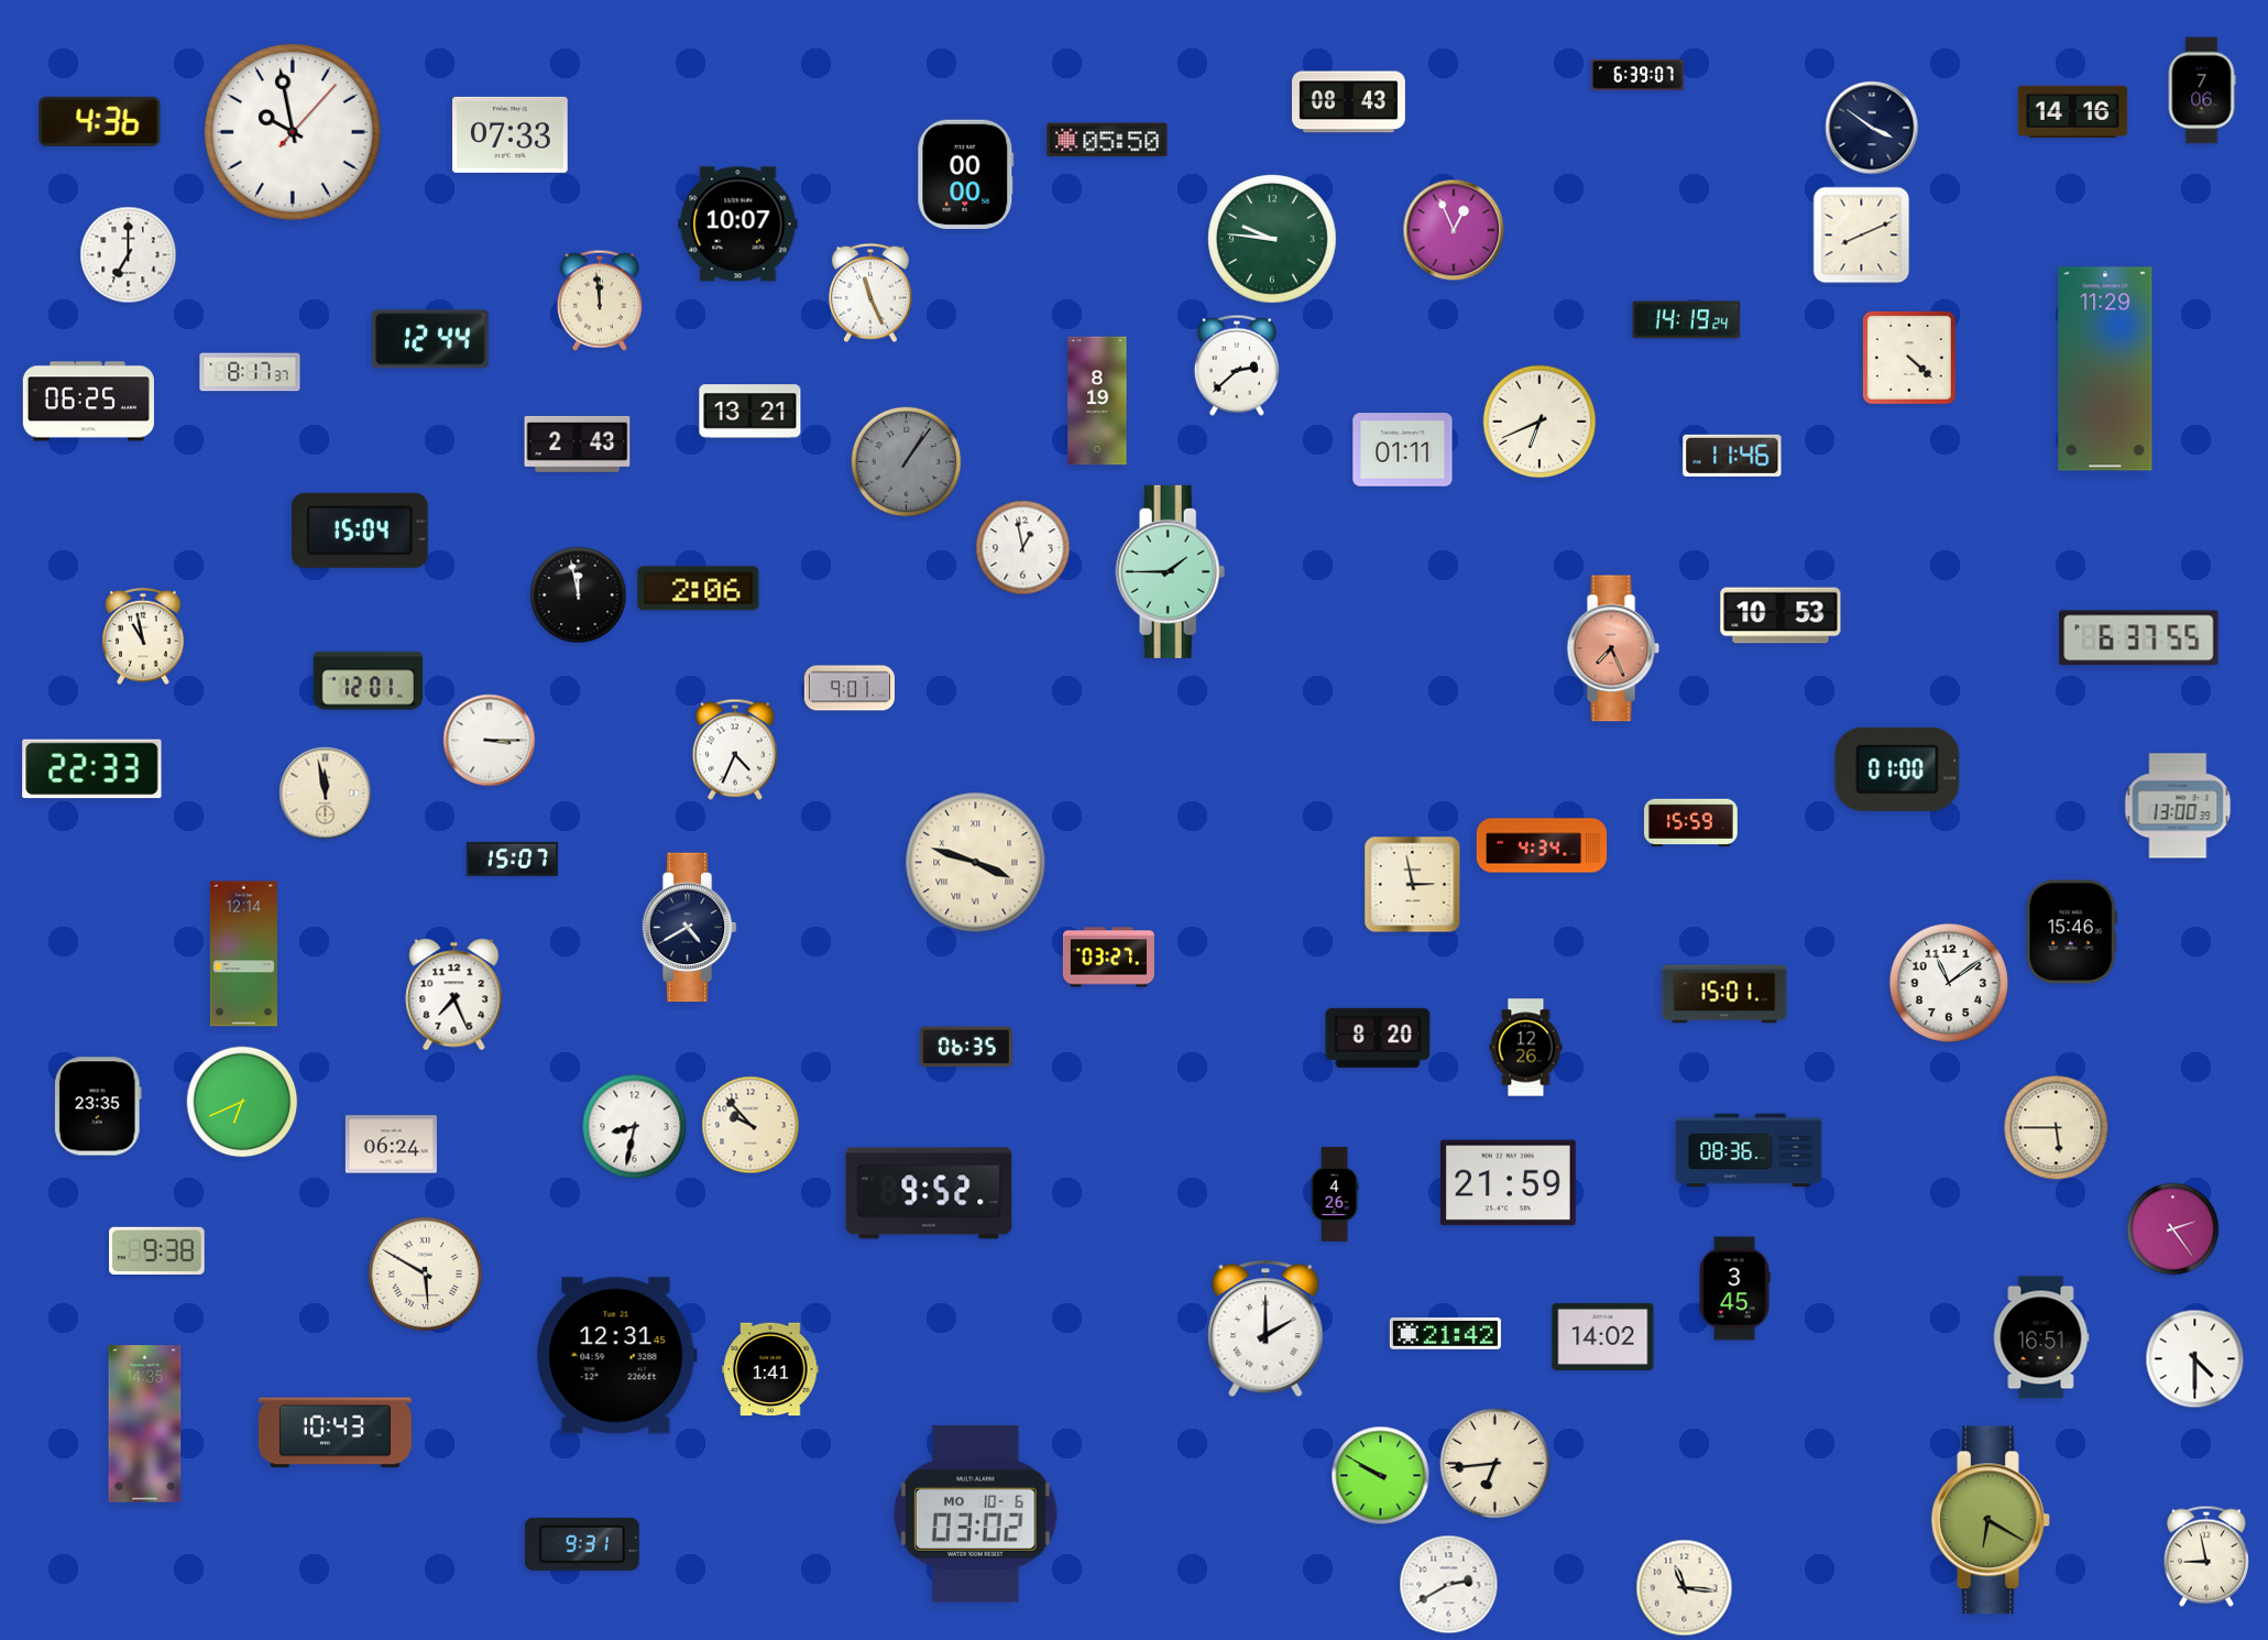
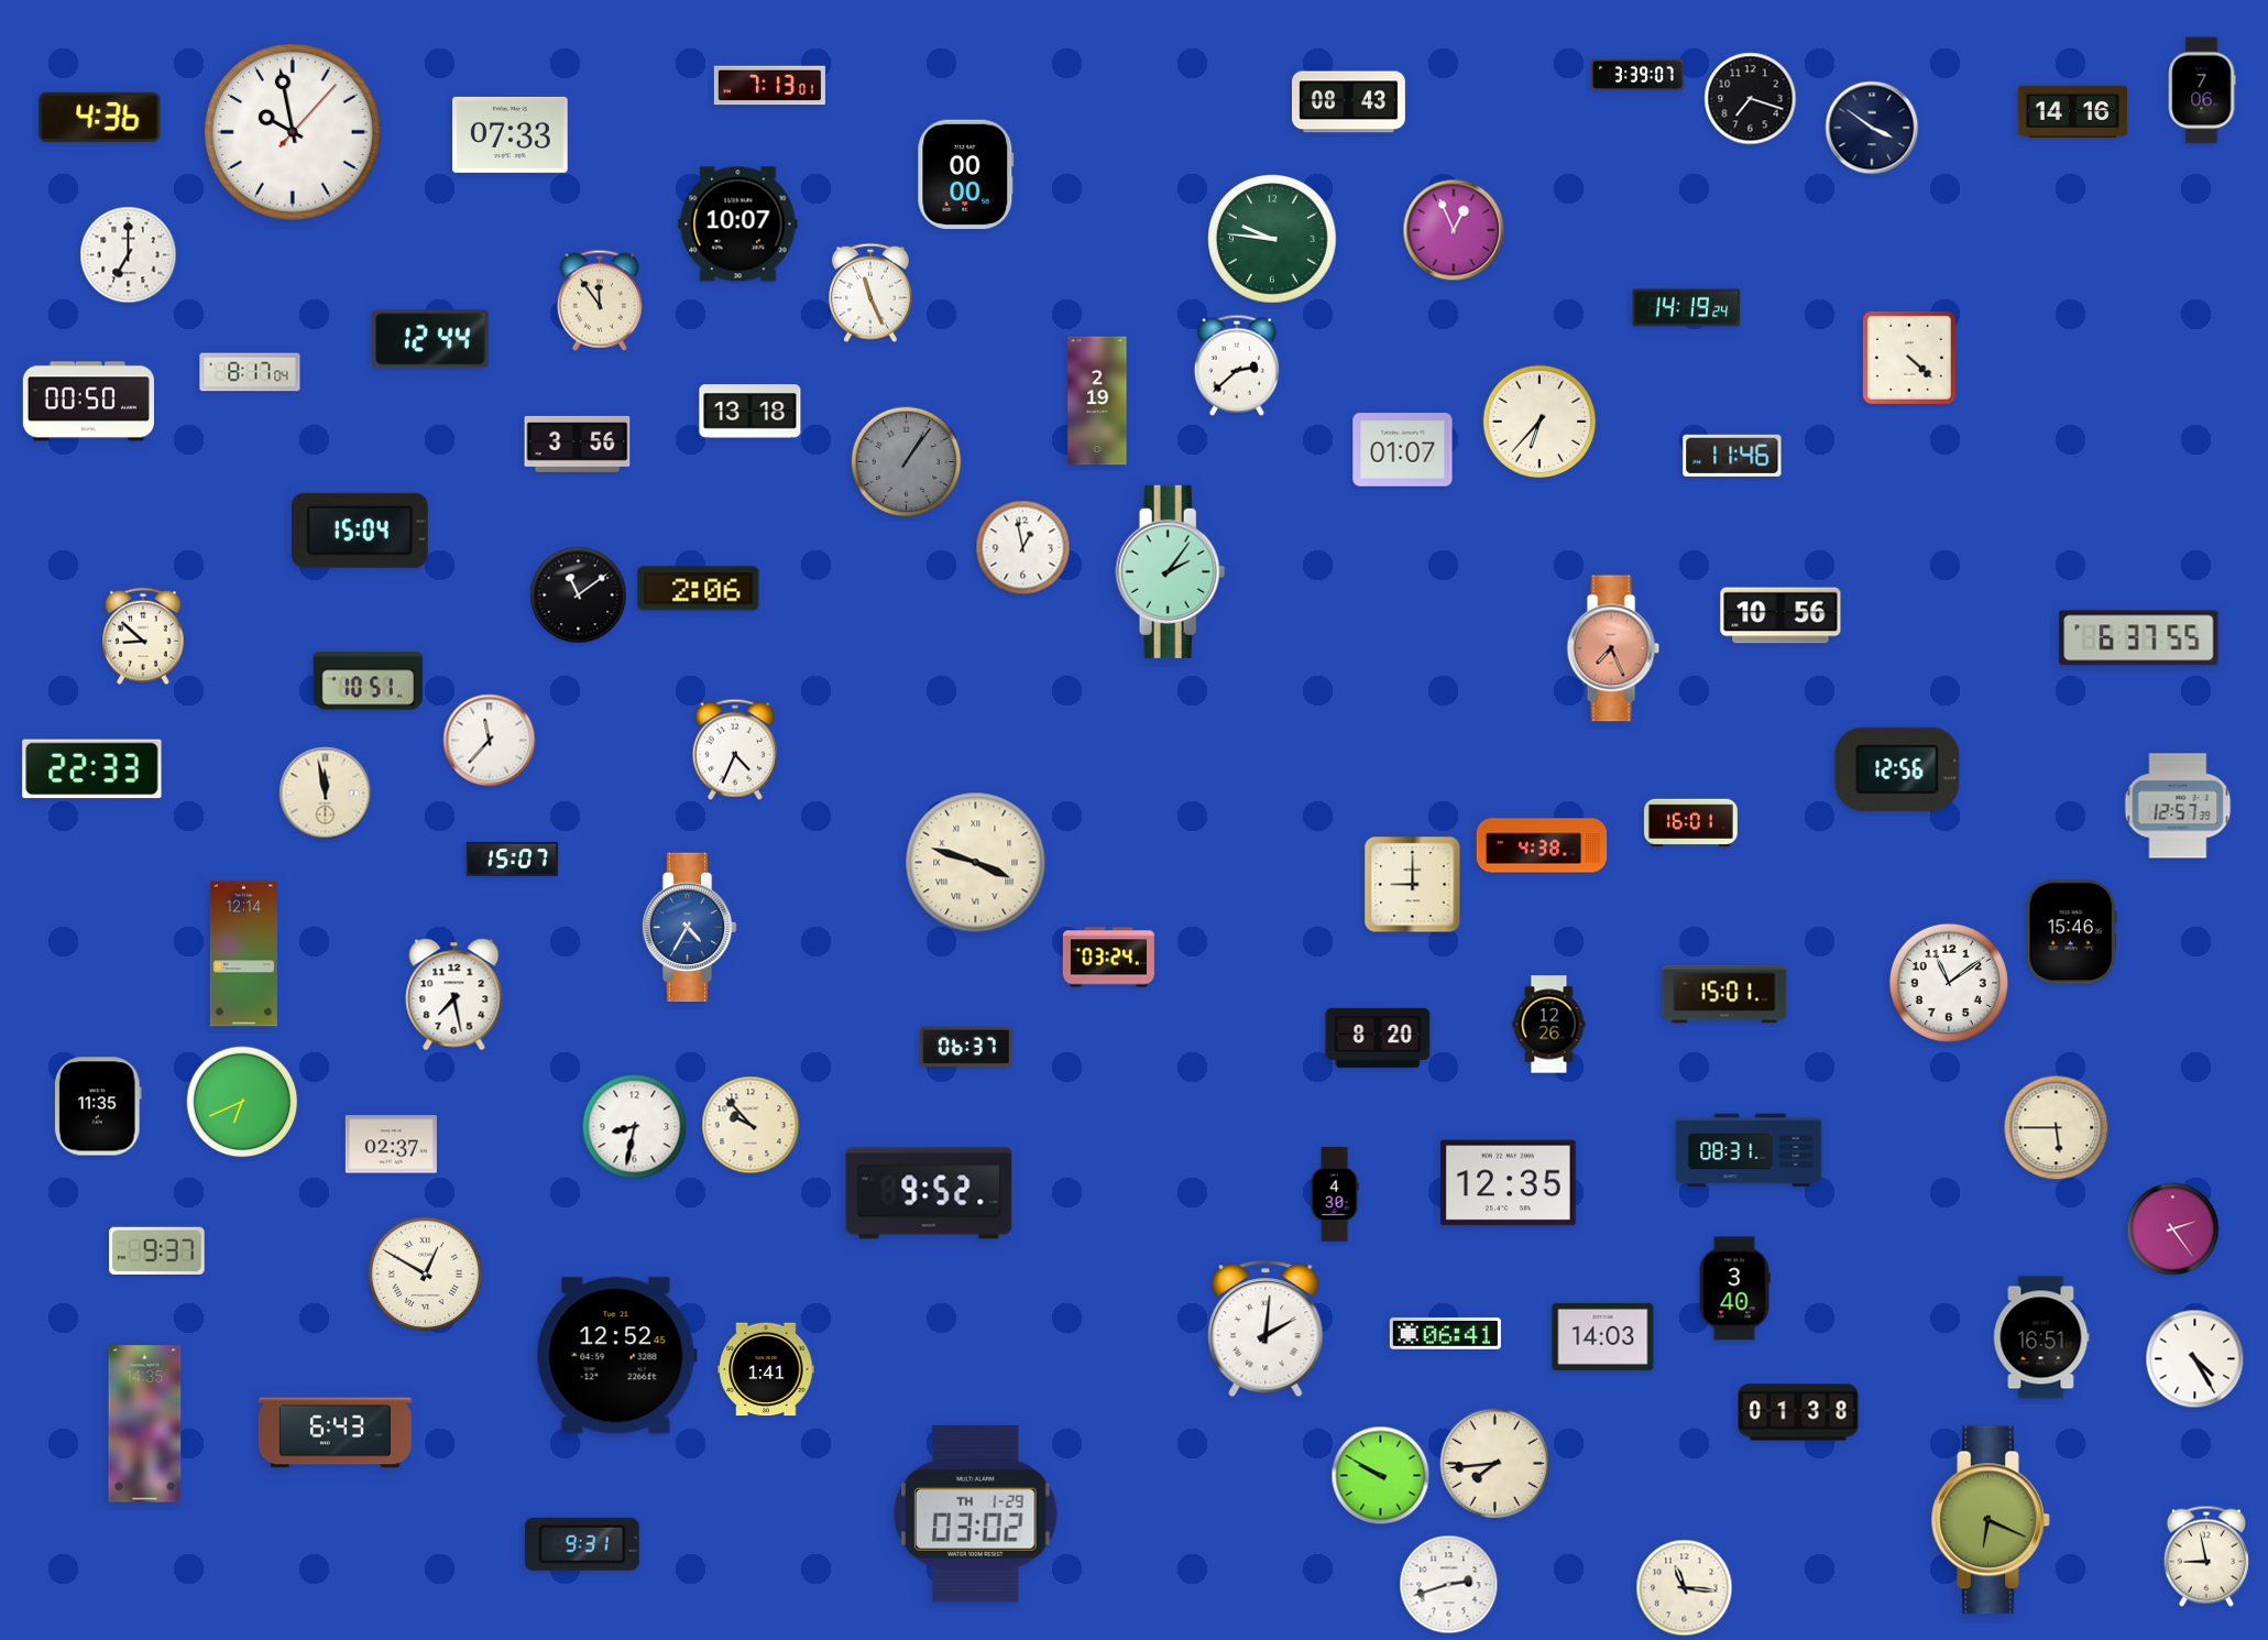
clock at (1637, 75): 6:39 -> 3:39
clock at (769, 86): none -> 7:13
clock at (1751, 99): none -> 7:18
clock at (100, 121) position: (100, 121) -> (100, 117)
clock at (1107, 140): 05:50 -> none
clock at (1862, 236): 8:11 -> none
clock at (600, 300): 11:59 -> 11:54
clock at (1687, 320) position: (1687, 320) -> (1687, 308)
clock at (2105, 369): 11:29 -> none
clock at (250, 372): 8:17:37 -> 8:17:04
clock at (1097, 401): 8:19 -> 2:19
clock at (88, 402): 06:25 -> 00:50
clock at (750, 412): 13:21 -> 13:18
clock at (1540, 422): 6:41 -> 6:37
clock at (578, 444): 2:43 -> 3:56
clock at (1403, 450): 01:11 -> 01:07
clock at (1171, 571): 1:45 -> 2:06
clock at (579, 595): 11:58 -> 11:09
clock at (1781, 615): 10:53 -> 10:56
clock at (143, 636): 10:58 -> 8:52
clock at (369, 681): 12:01 -> 10:51
clock at (850, 688): 9:01 -> none
clock at (490, 741): 3:15 -> 11:37
clock at (1897, 769): 01:00 -> 12:56
clock at (2178, 806): 13:00 -> 12:57
clock at (1691, 823): 15:59 -> 16:01
clock at (1542, 845): 4:34 -> 4:38
clock at (1413, 885): 2:58 -> 9:00
clock at (689, 928): 4:40 -> 4:35
clock at (689, 928) dial: navy -> blue
clock at (1108, 958): 03:27 -> 03:24
clock at (454, 995): 7:26 -> 7:28
clock at (966, 1047): 06:35 -> 06:37
clock at (1526, 1048) position: (1526, 1048) -> (1549, 1025)
clock at (98, 1106): 23:35 -> 11:35
clock at (391, 1145): 06:24 -> 02:37
clock at (1749, 1150): 08:36 -> 08:31
clock at (1509, 1183): 21:59 -> 12:35
clock at (1335, 1194): 4:26 -> 4:30
clock at (157, 1250): 9:38 -> 9:37
clock at (426, 1275): 5:50 -> 12:50
clock at (1734, 1289): 3:45 -> 3:40
clock at (1266, 1329): 2:00 -> 2:01
clock at (1445, 1333): 21:42 -> 06:41
clock at (1603, 1336): 14:02 -> 14:03
clock at (616, 1356): 12:31 -> 12:52
clock at (2195, 1359): 4:30 -> 4:25
clock at (770, 1369) position: (770, 1369) -> (766, 1369)
clock at (1798, 1412): none -> 01:38
clock at (335, 1433): 10:43 -> 6:43
clock at (1495, 1464): 6:44 -> 7:44
clock at (976, 1513) date: MO 10-6 -> TH 1-29
clock at (1991, 1520): 6:20 -> 6:19
clock at (1449, 1585): 2:40 -> 2:42
